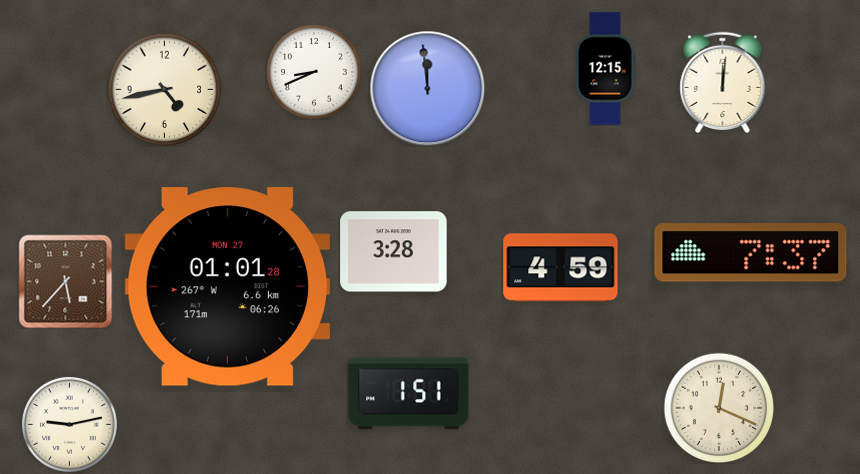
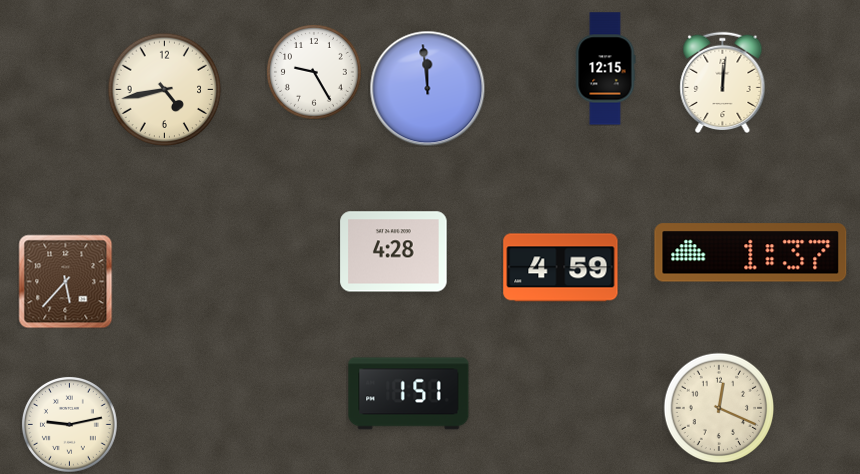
clock at (314, 72): 8:41 -> 9:25
clock at (394, 252): 3:28 -> 4:28
clock at (751, 253): 7:37 -> 1:37
clock at (227, 287): 01:01 -> none
